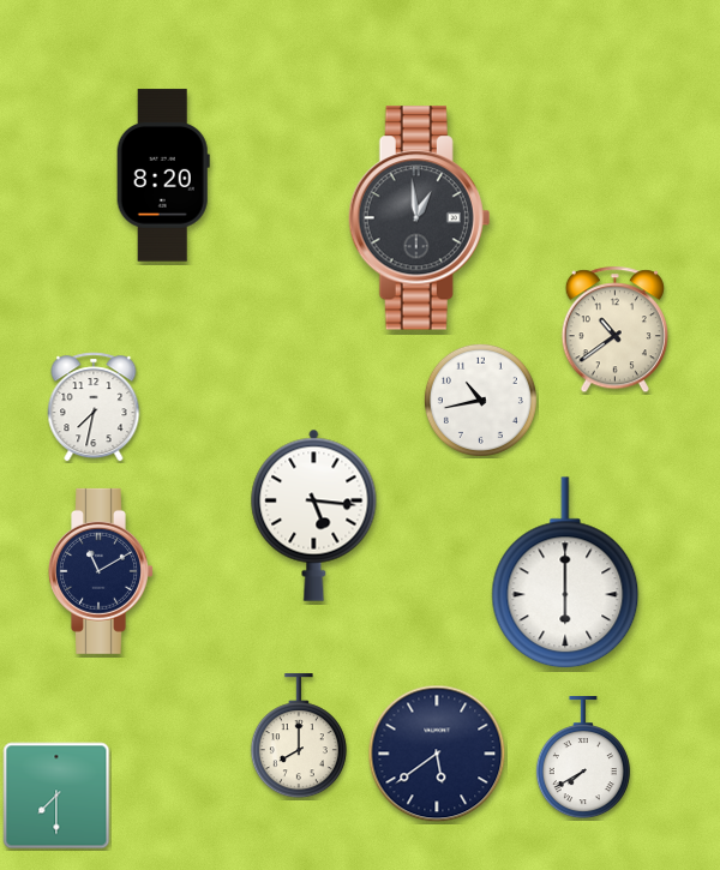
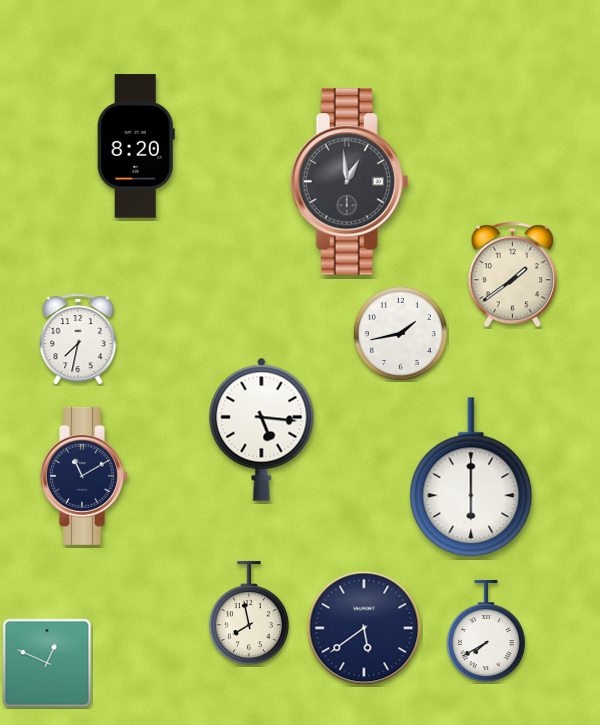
clock at (614, 330): 10:39 -> 1:39
clock at (480, 400): 10:43 -> 1:43
clock at (299, 737): 8:00 -> 7:58
clock at (56, 796): 7:30 -> 12:49
